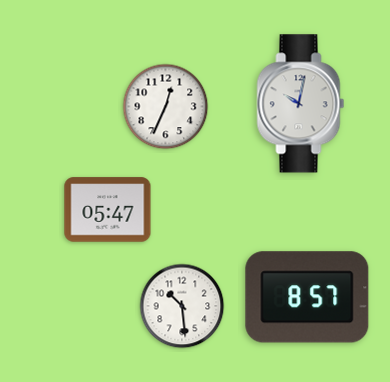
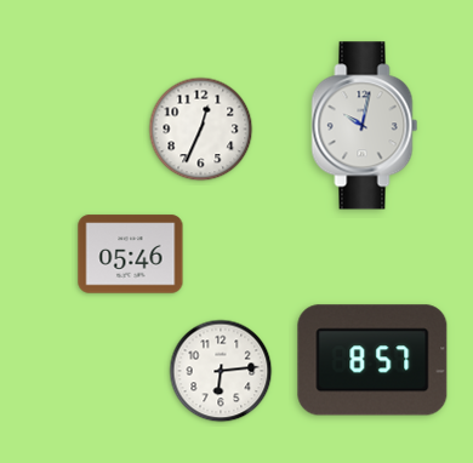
clock at (108, 210): 05:47 -> 05:46
clock at (182, 306): 10:29 -> 6:14
